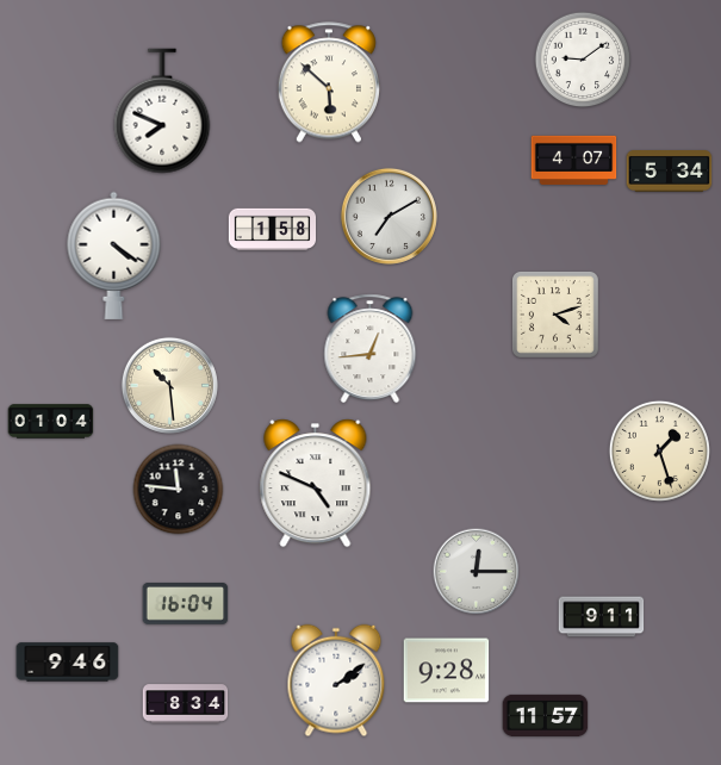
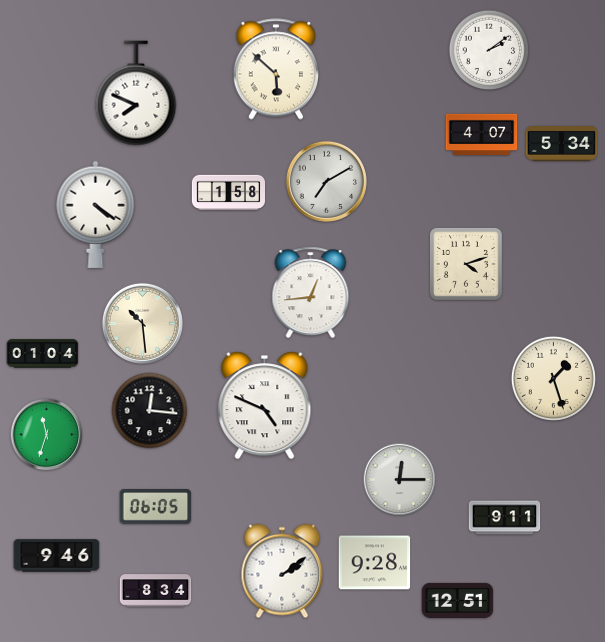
clock at (583, 60): 9:09 -> 2:09
clock at (179, 490): 11:46 -> 12:16
clock at (47, 435): none -> 11:33
clock at (186, 604): 16:04 -> 06:05
clock at (546, 715): 11:57 -> 12:51
